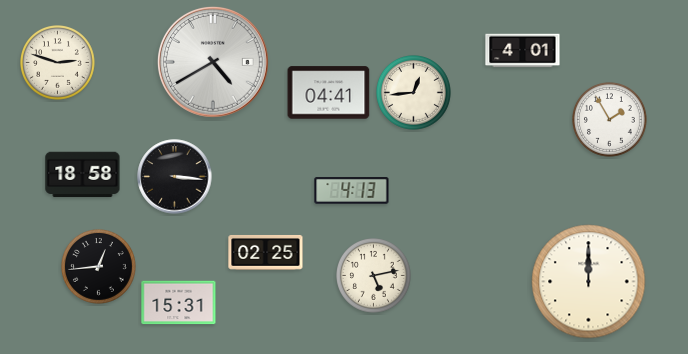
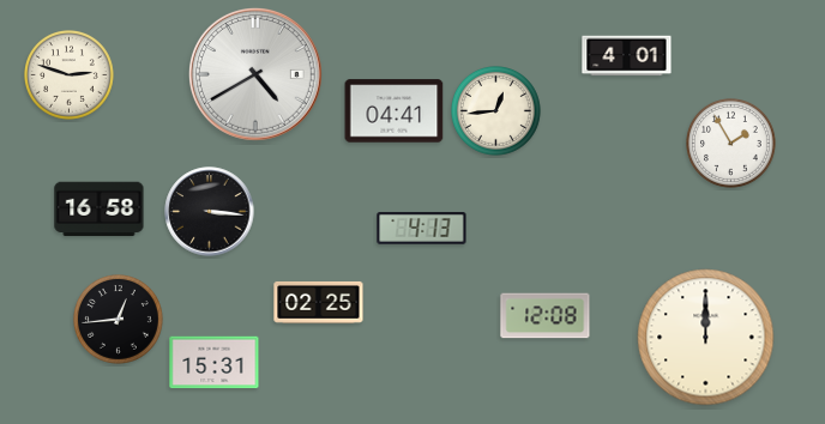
clock at (523, 51) position: (523, 51) -> (627, 56)
clock at (83, 175): 18:58 -> 16:58
clock at (546, 316): none -> 12:08
clock at (374, 276): 5:13 -> none
